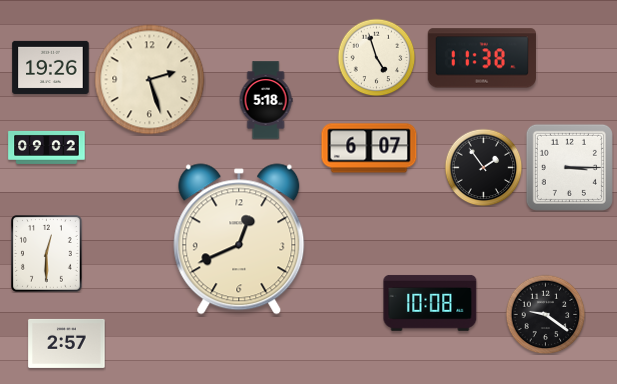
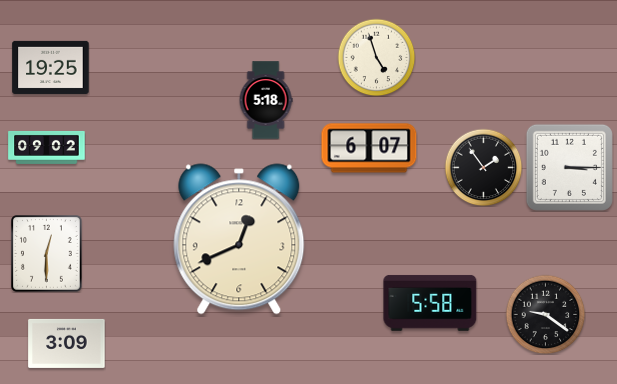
clock at (482, 58): 11:38 -> none
clock at (51, 67): 19:26 -> 19:25
clock at (150, 80): 2:27 -> none
clock at (430, 303): 10:08 -> 5:58
clock at (67, 343): 2:57 -> 3:09
